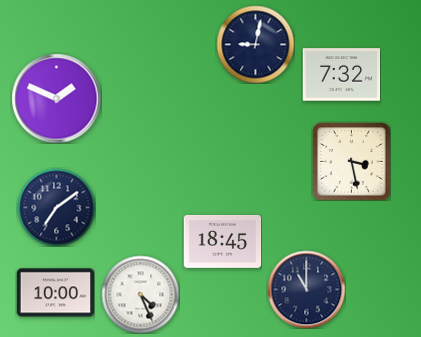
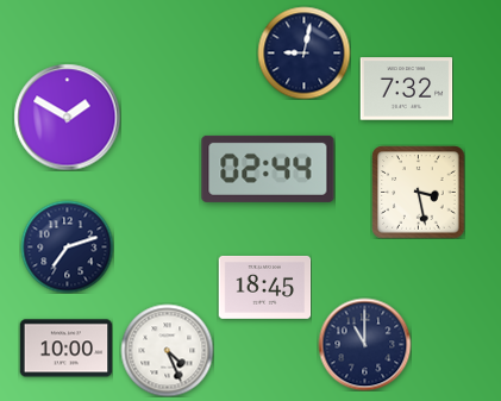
clock at (56, 98): 1:49 -> 1:50
clock at (268, 169): none -> 02:44
clock at (56, 207): 7:09 -> 7:12
